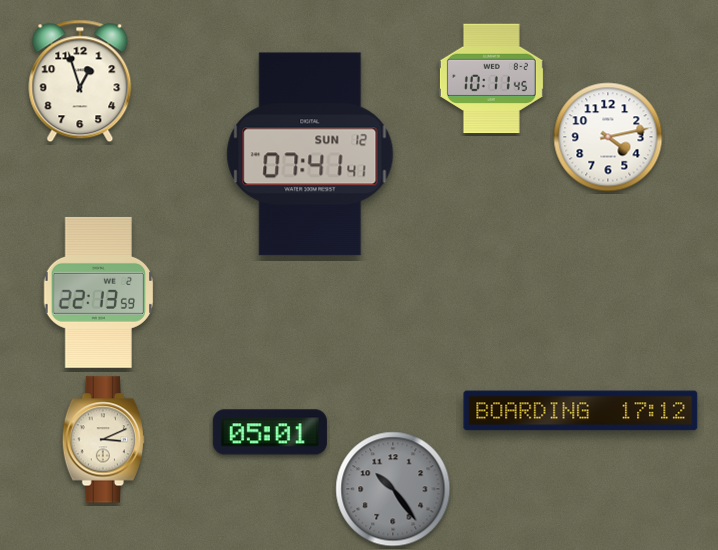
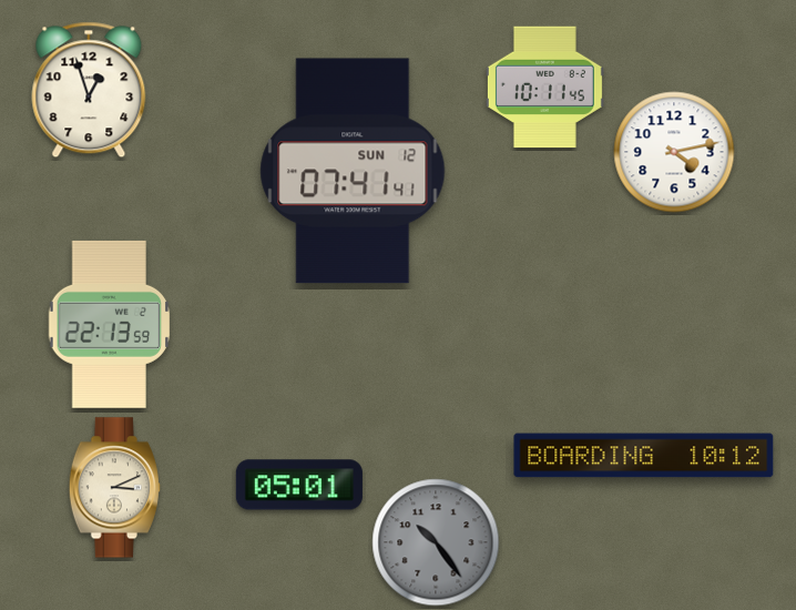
clock at (310, 154) position: (310, 154) -> (353, 171)
clock at (581, 411): 17:12 -> 10:12
clock at (270, 432) position: (270, 432) -> (299, 485)
